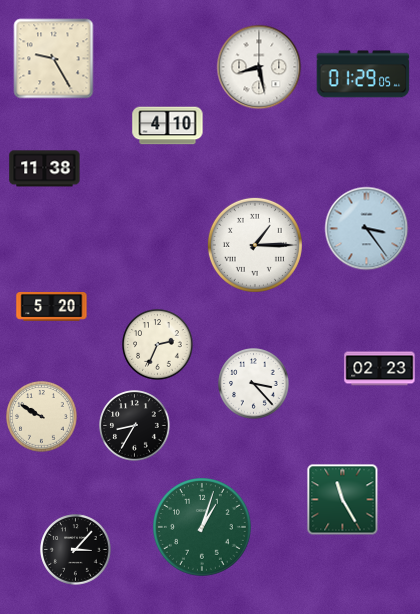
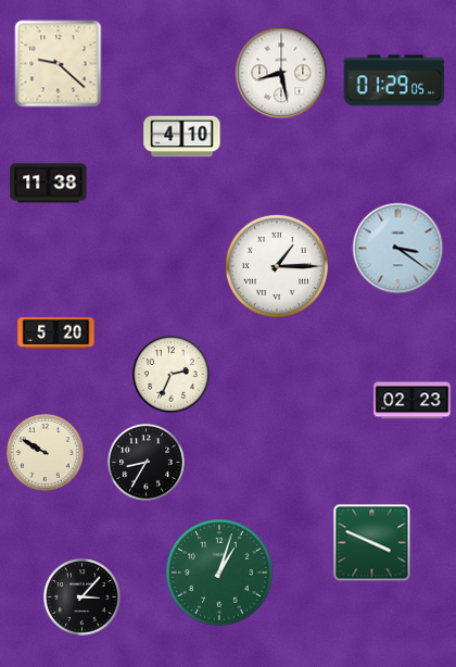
clock at (54, 59): 9:25 -> 9:22
clock at (367, 229): 3:24 -> 3:21
clock at (254, 384): 3:23 -> none
clock at (343, 500): 11:25 -> 3:49
